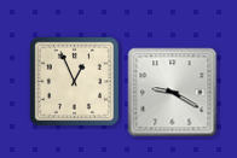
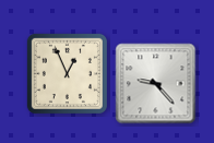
clock at (173, 93): 9:20 -> 9:23
